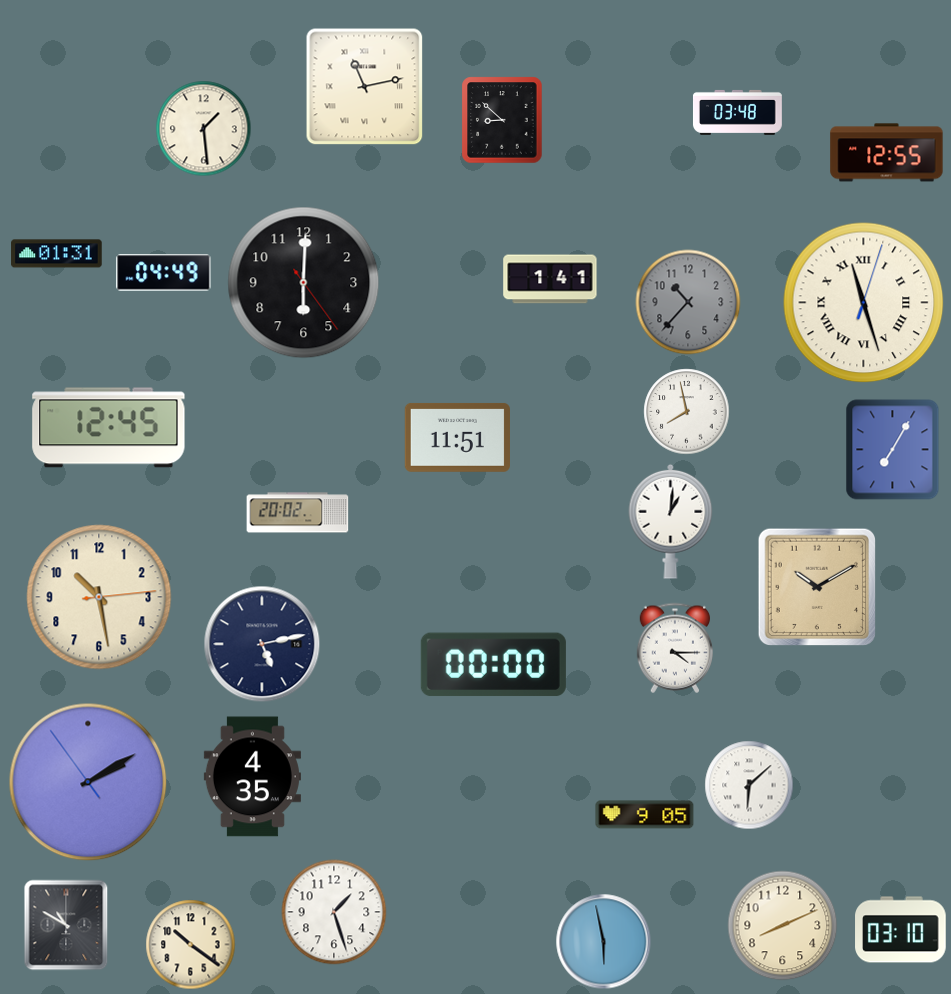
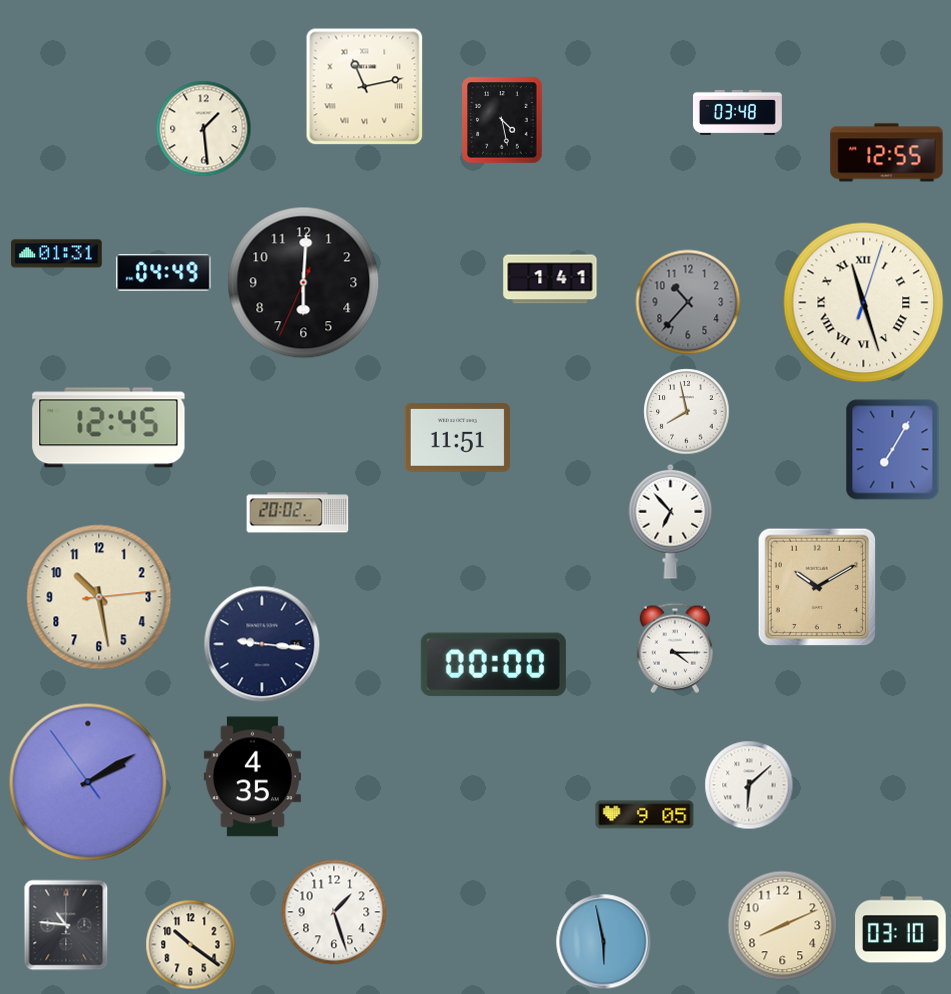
clock at (502, 120): 8:52 -> 4:28
clock at (304, 283): 6:00:24 -> 6:00:34
clock at (671, 521): 1:01 -> 6:53
clock at (262, 644): 5:13 -> 9:16
clock at (66, 925): 10:50 -> 10:46
